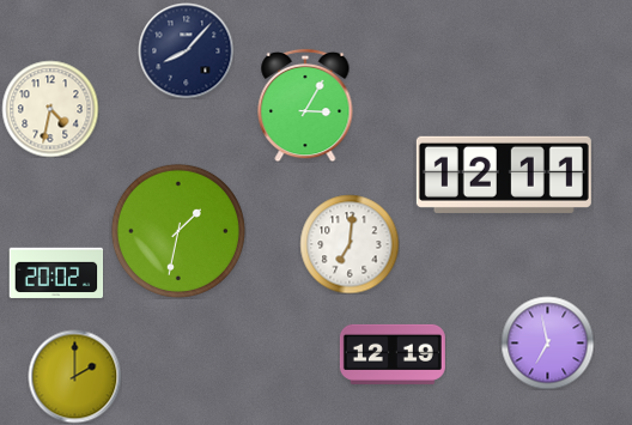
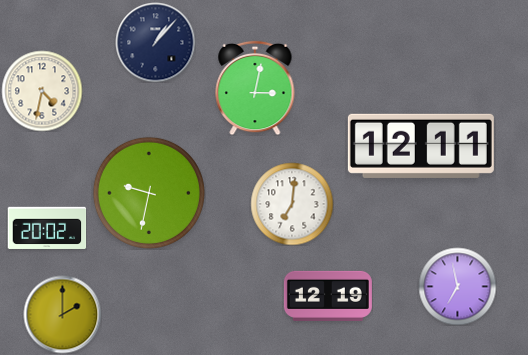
clock at (186, 50): 8:07 -> 1:07
clock at (305, 105): 3:05 -> 3:02
clock at (178, 231): 1:32 -> 9:32
